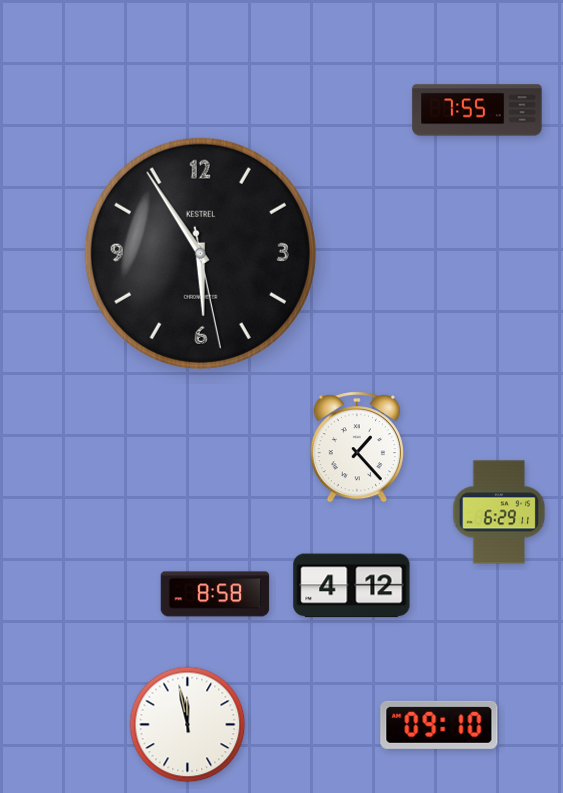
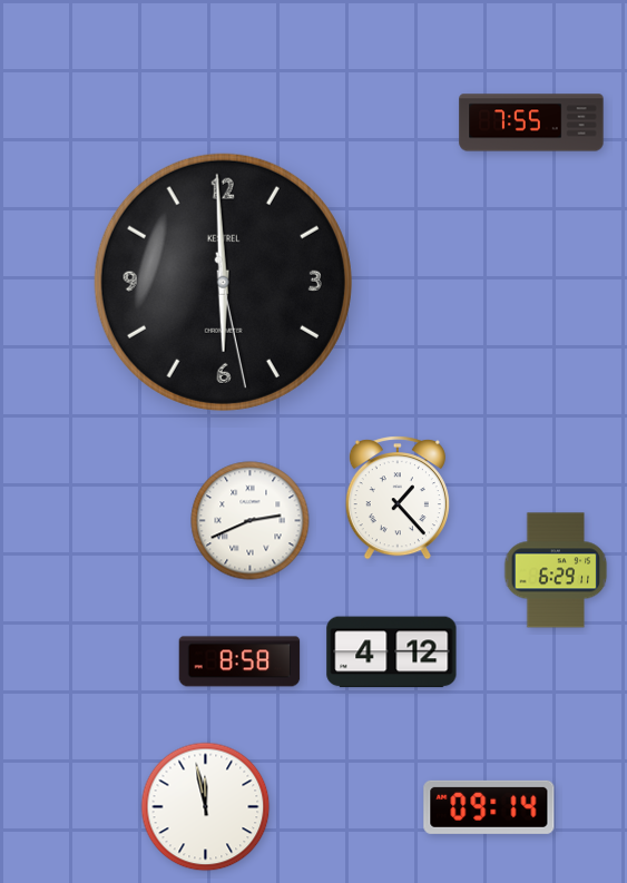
clock at (200, 253): 5:54 -> 5:59
clock at (251, 521): none -> 2:41
clock at (188, 725) position: (188, 725) -> (206, 807)
clock at (439, 725): 09:10 -> 09:14
